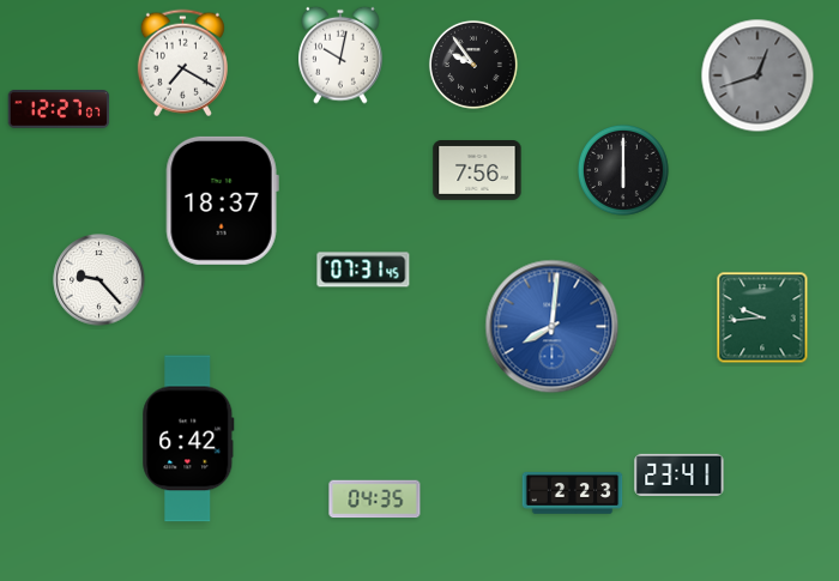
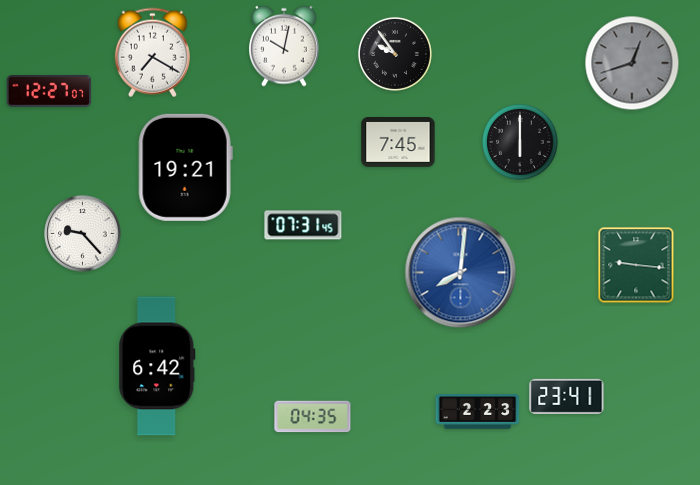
clock at (477, 171): 7:56 -> 7:45
clock at (222, 200): 18:37 -> 19:21
clock at (762, 317): 9:44 -> 9:16
